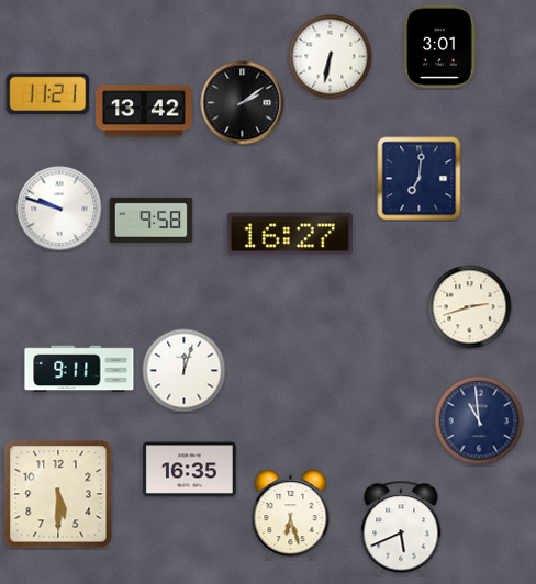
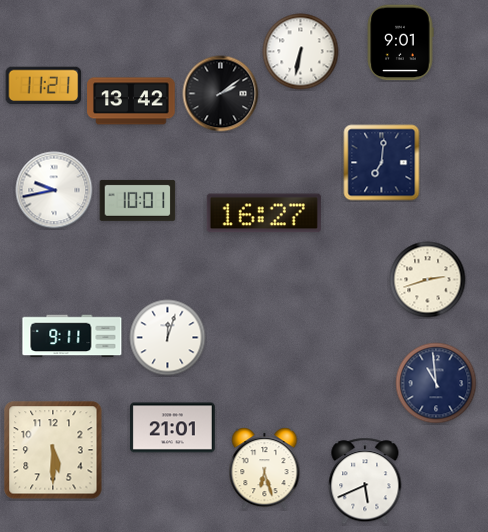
clock at (439, 47): 3:01 -> 9:01
clock at (59, 209): 9:48 -> 9:43
clock at (152, 220): 9:58 -> 10:01
clock at (189, 470): 16:35 -> 21:01
